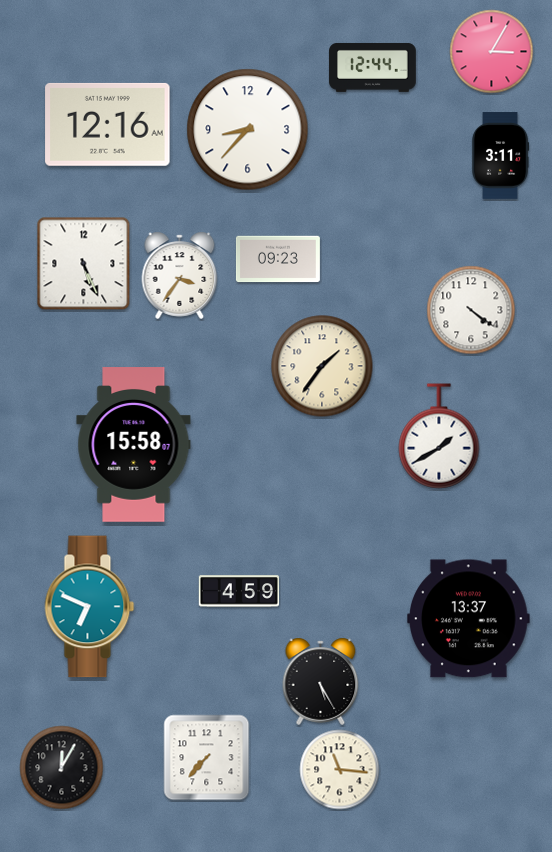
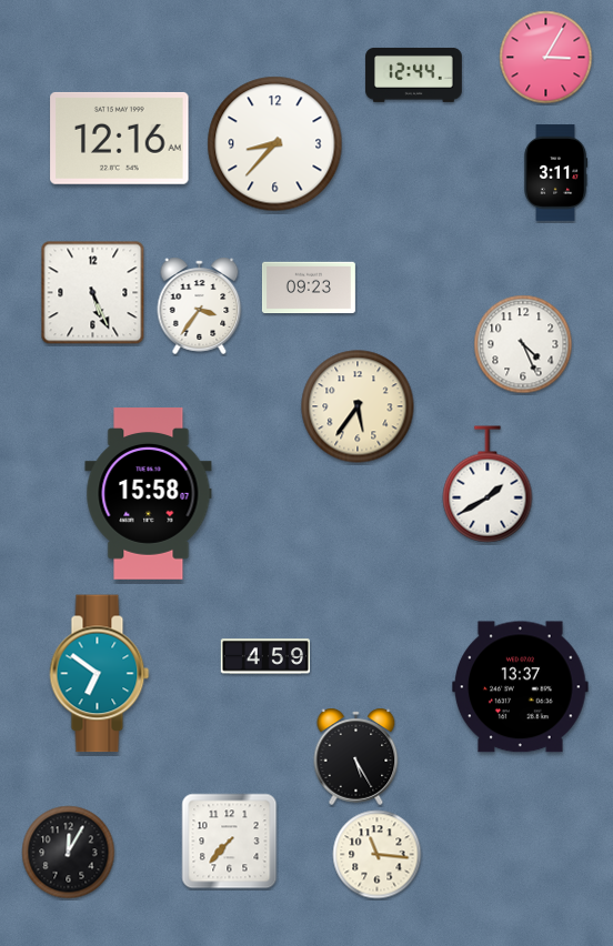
clock at (471, 310): 4:21 -> 4:26
clock at (322, 366): 1:36 -> 5:36
clock at (90, 607): 6:49 -> 6:51
